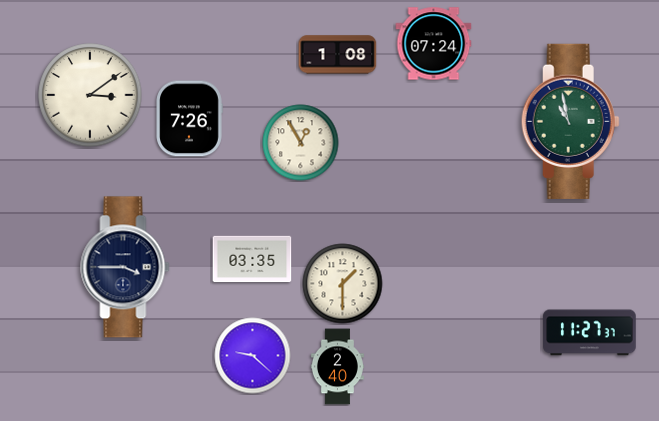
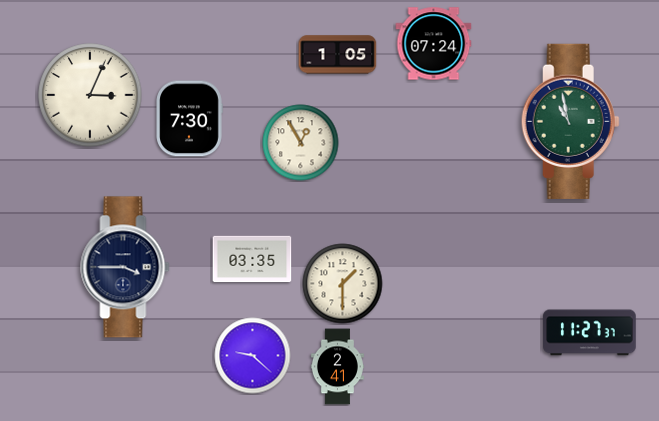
clock at (338, 55): 1:08 -> 1:05
clock at (90, 95): 3:09 -> 3:04
clock at (189, 119): 7:26 -> 7:30
clock at (337, 367): 2:40 -> 2:41
